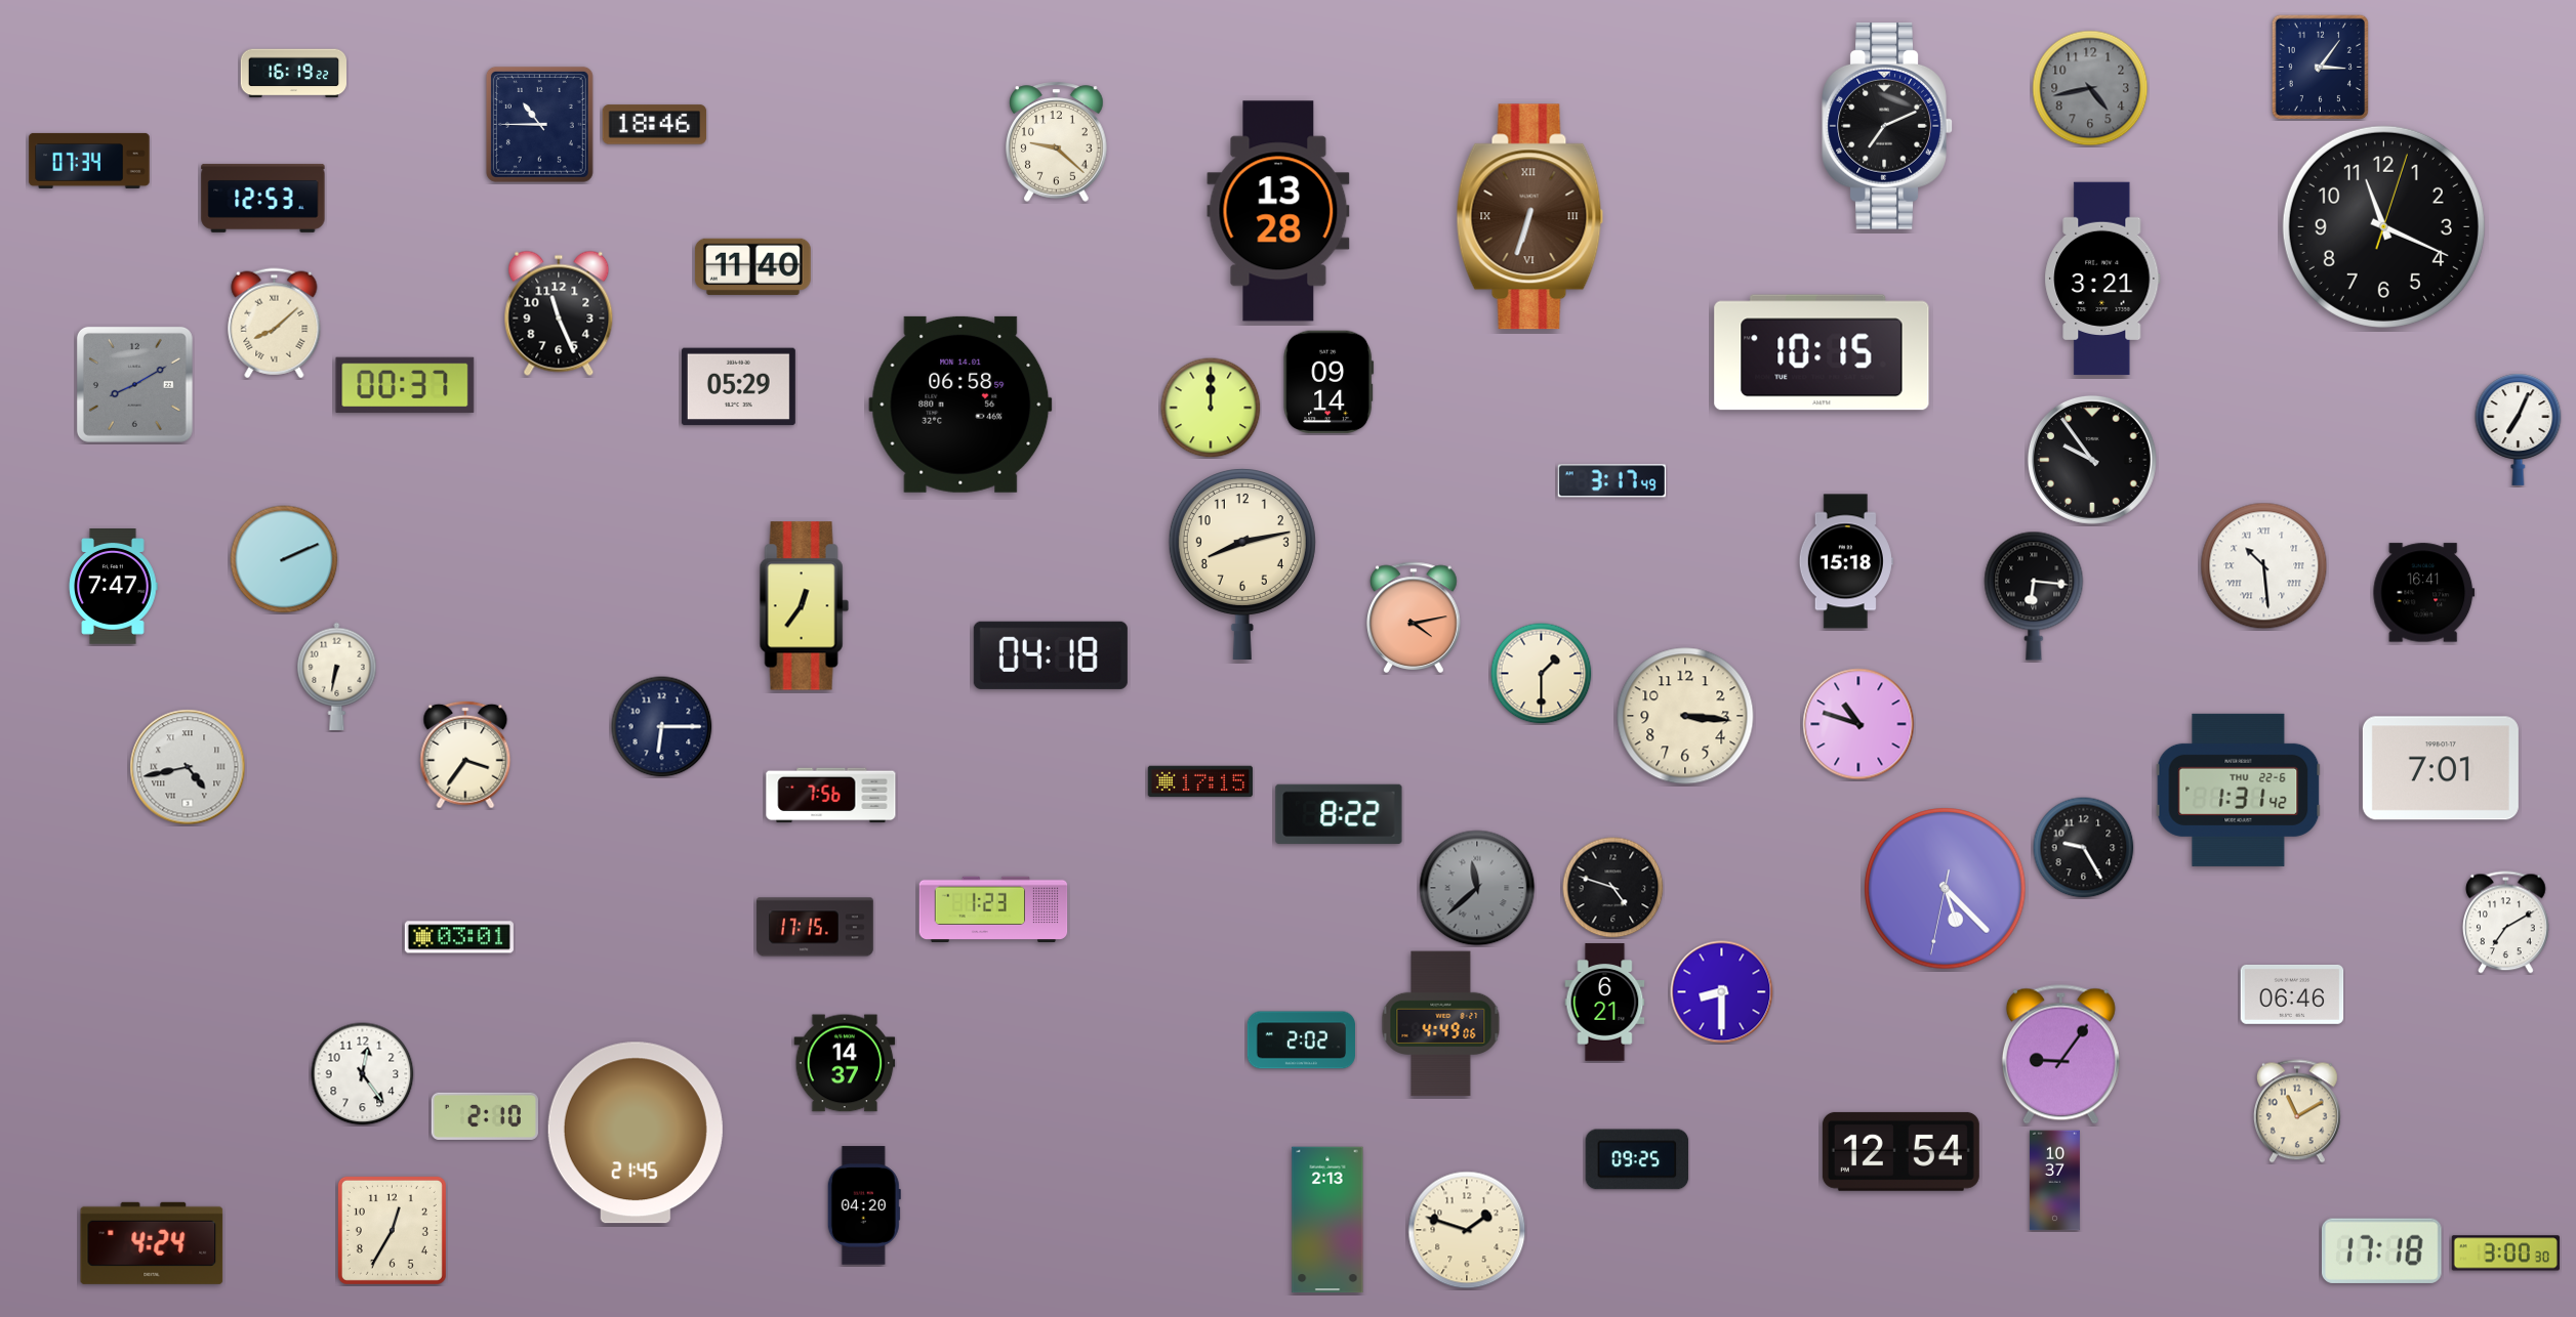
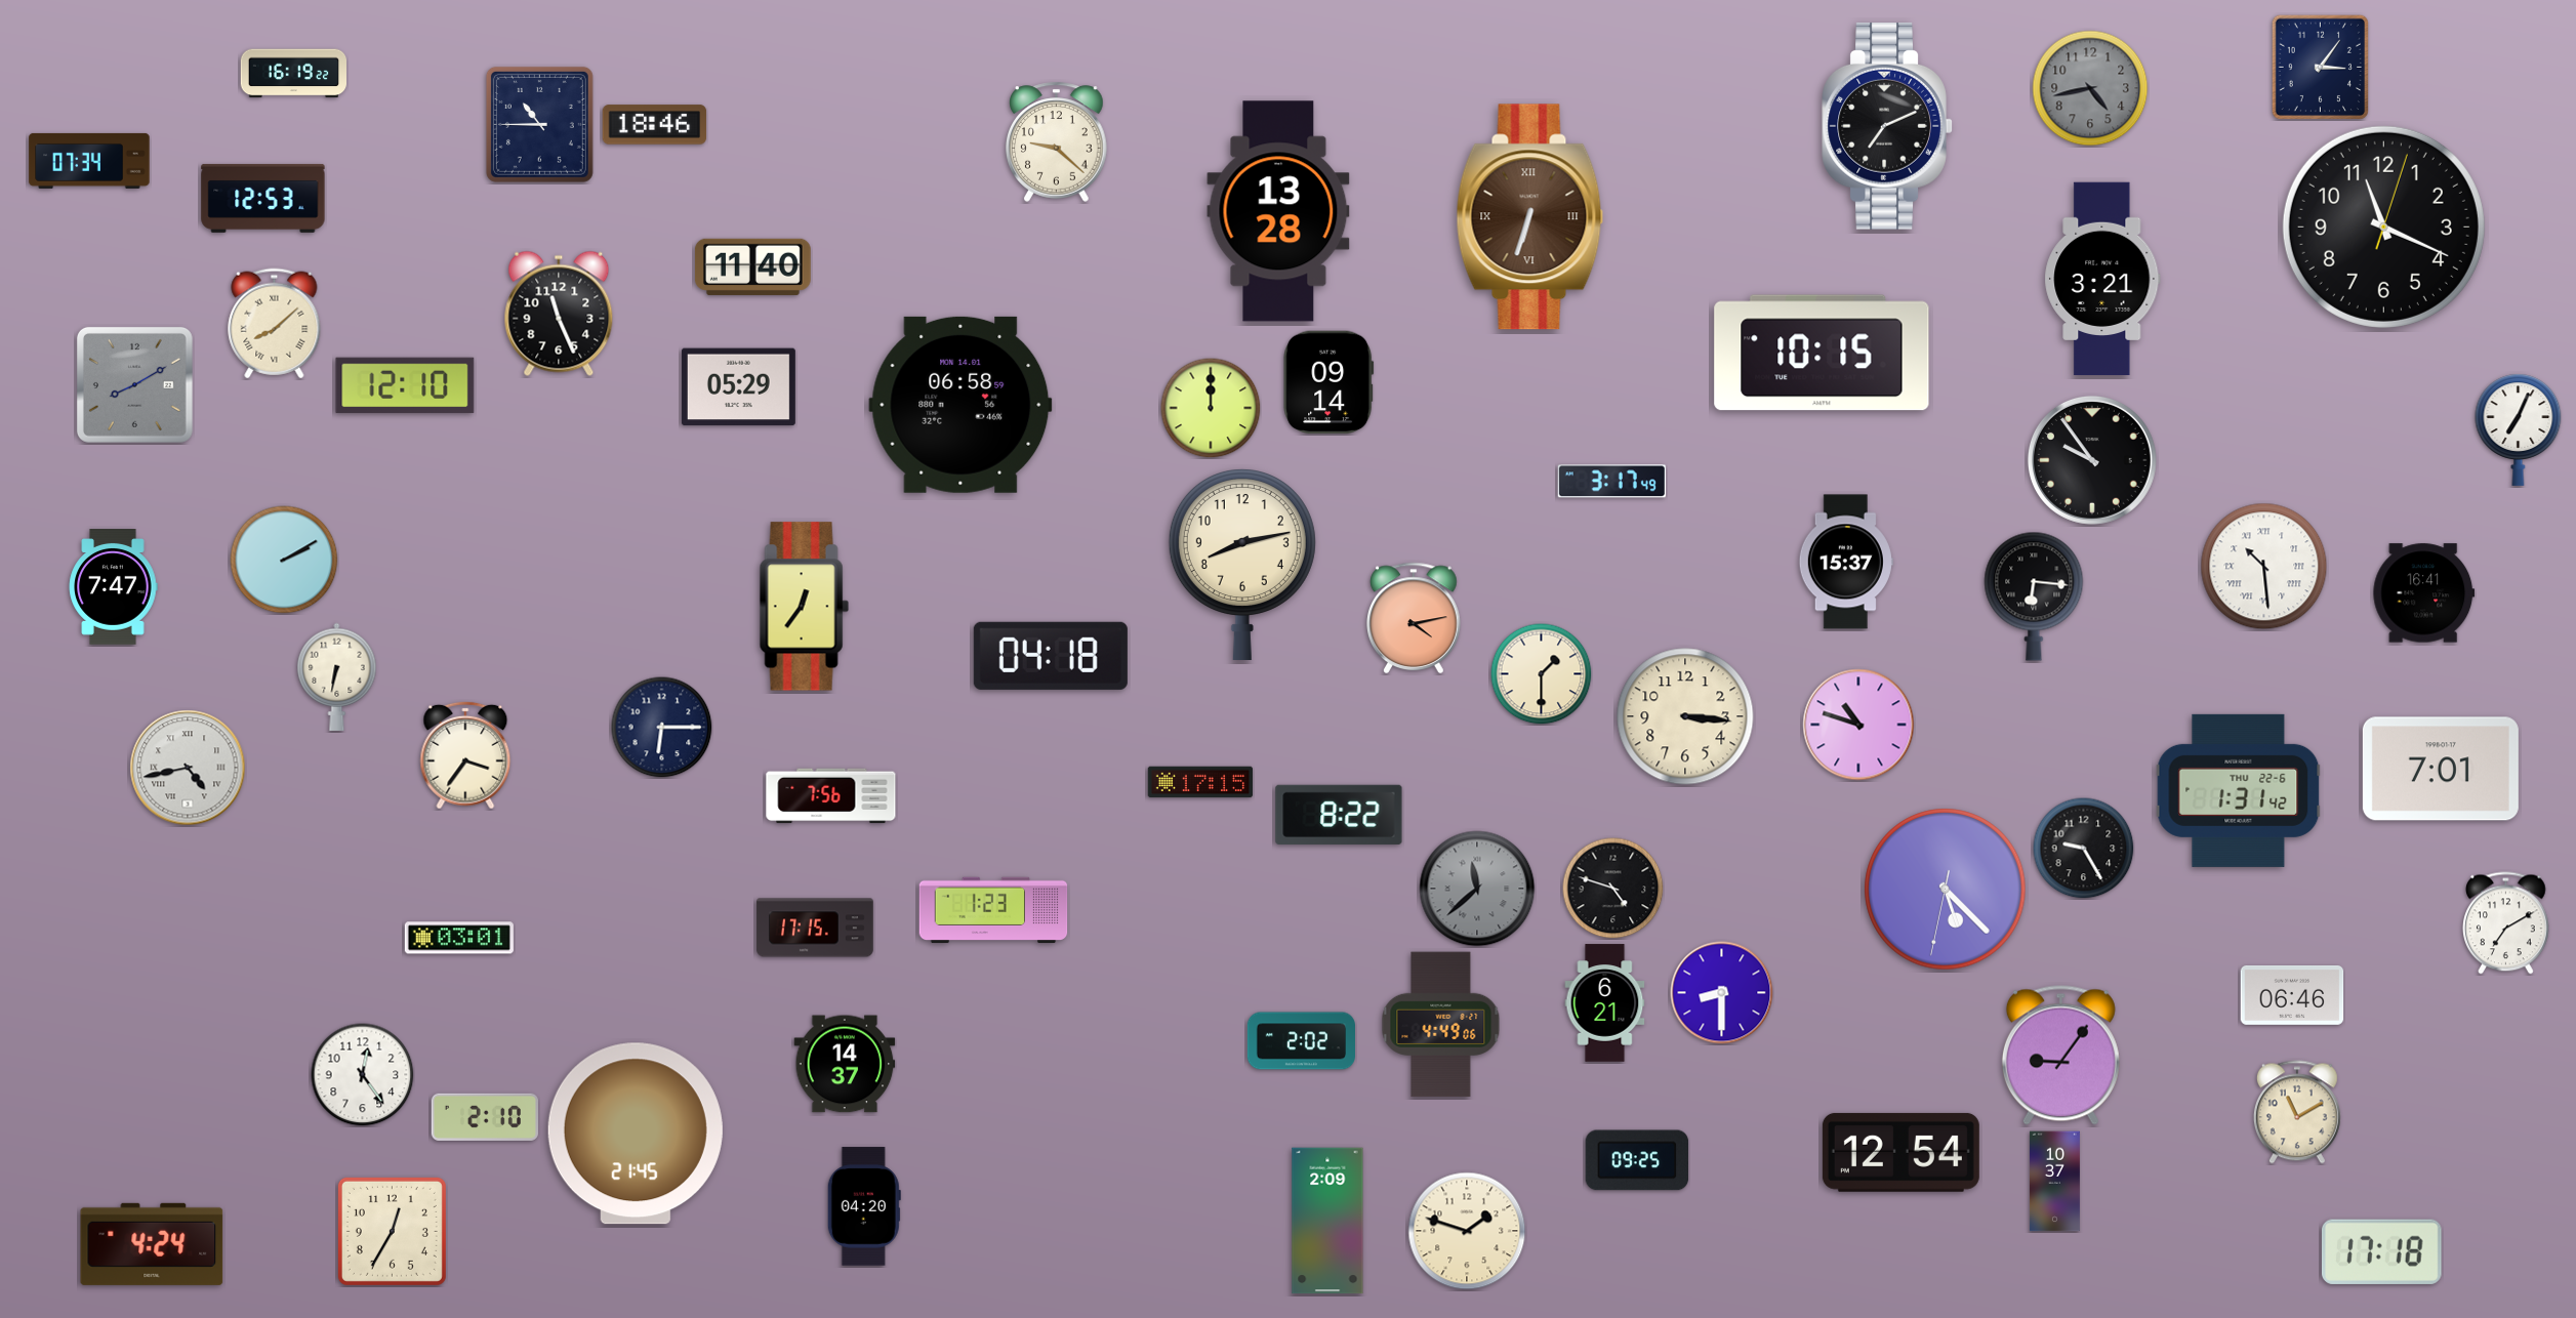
clock at (405, 385): 00:37 -> 12:10
clock at (284, 559): 2:11 -> 2:10
clock at (1846, 561): 15:18 -> 15:37
clock at (1327, 1220): 2:13 -> 2:09
clock at (2505, 1254): 3:00 -> none
